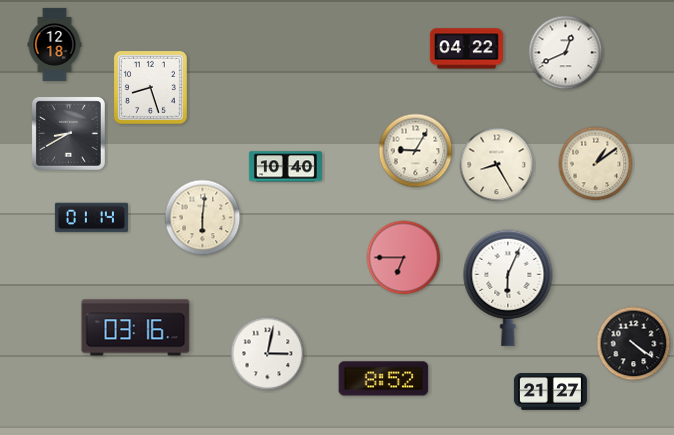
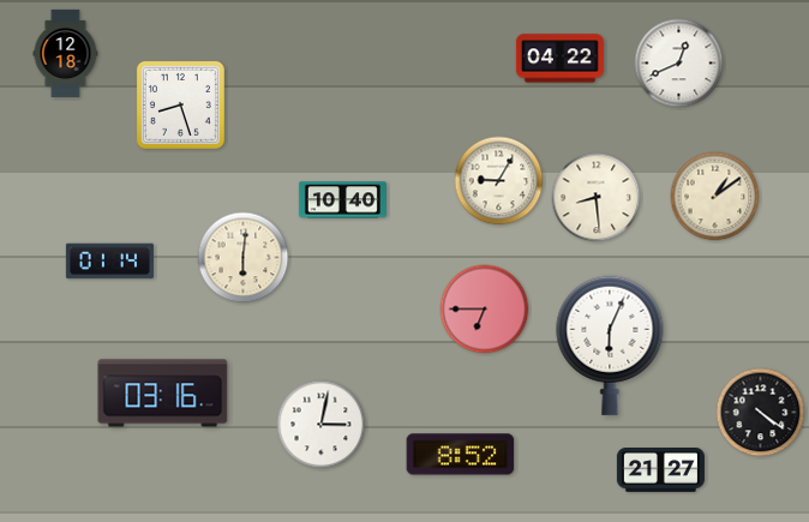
clock at (68, 133): 8:40 -> none
clock at (497, 165): 8:25 -> 8:29
clock at (203, 218) position: (203, 218) -> (244, 258)
